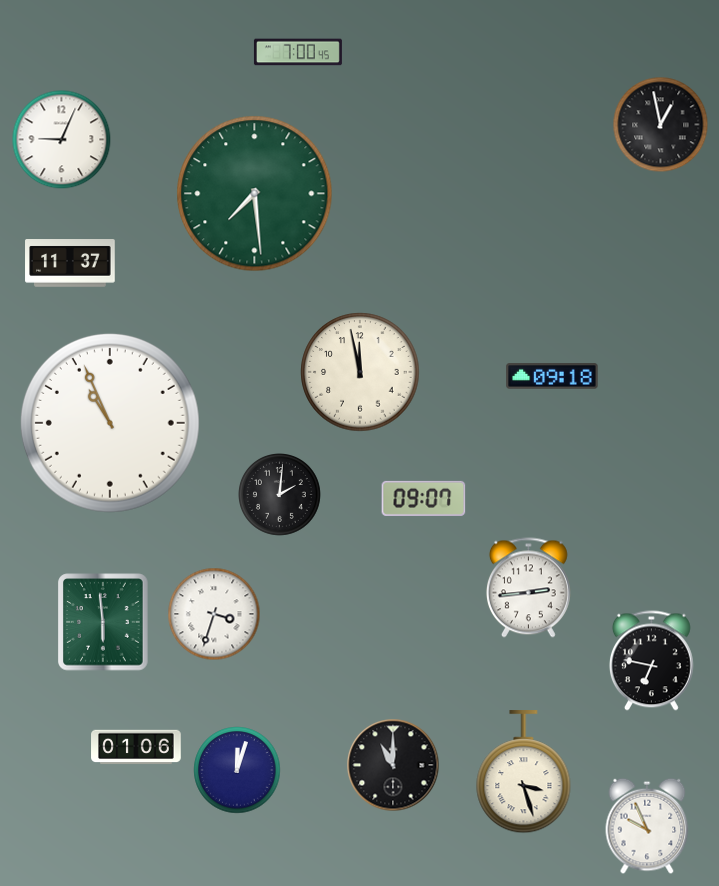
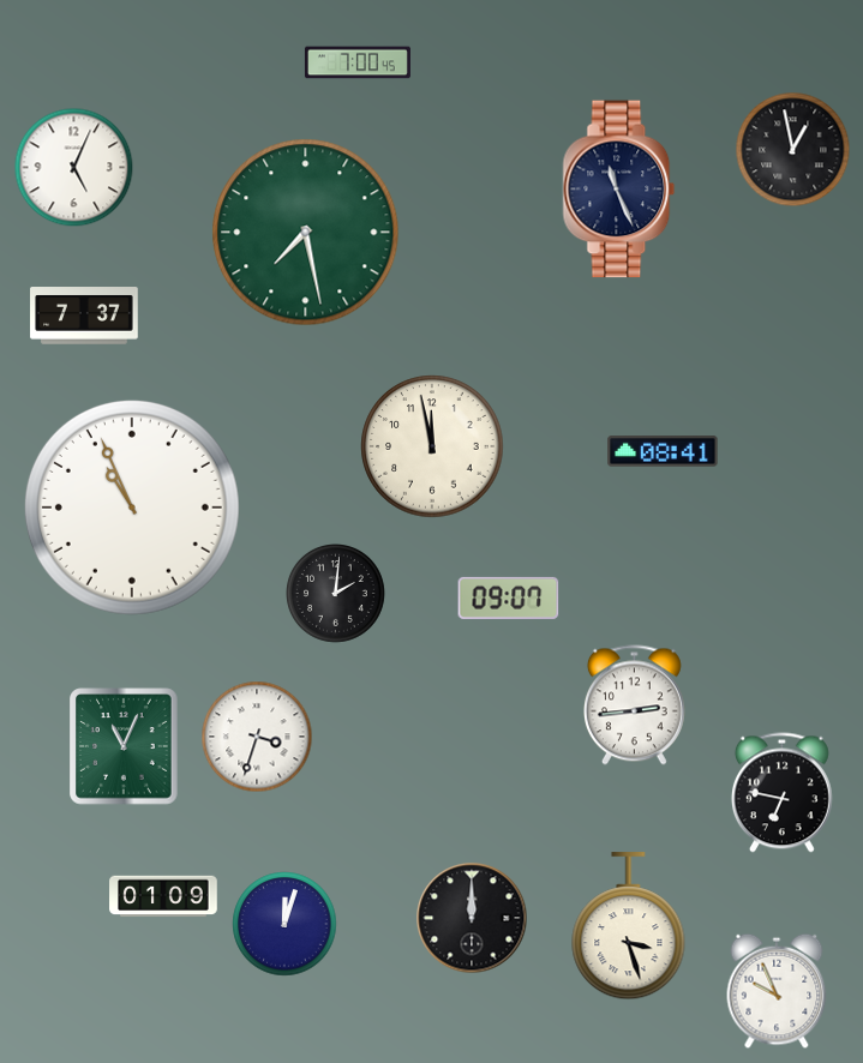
clock at (62, 140): 9:04 -> 5:04
clock at (619, 190): none -> 11:26
clock at (255, 194): 7:29 -> 7:28
clock at (70, 263): 11:37 -> 7:37
clock at (552, 376): 09:18 -> 08:41
clock at (103, 622): 5:59 -> 11:04
clock at (136, 747): 01:06 -> 01:09
clock at (393, 765): 11:00 -> 12:00
